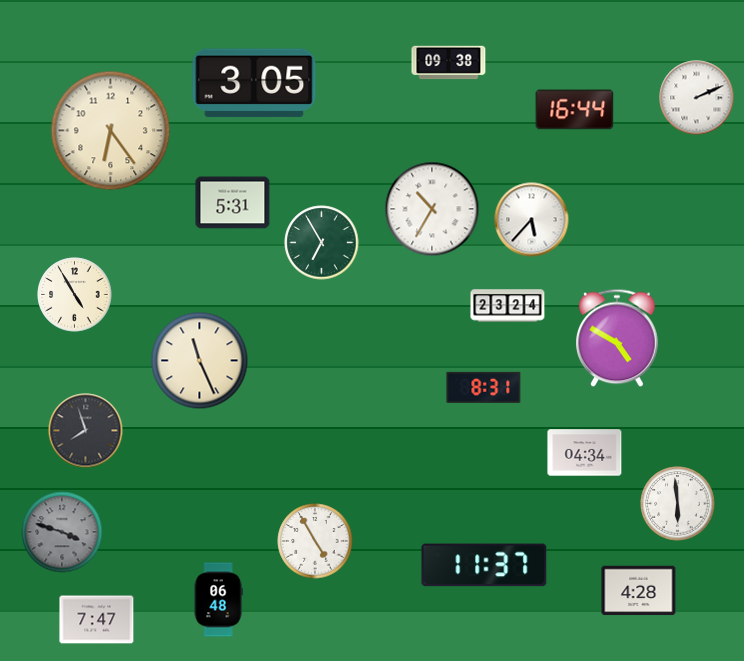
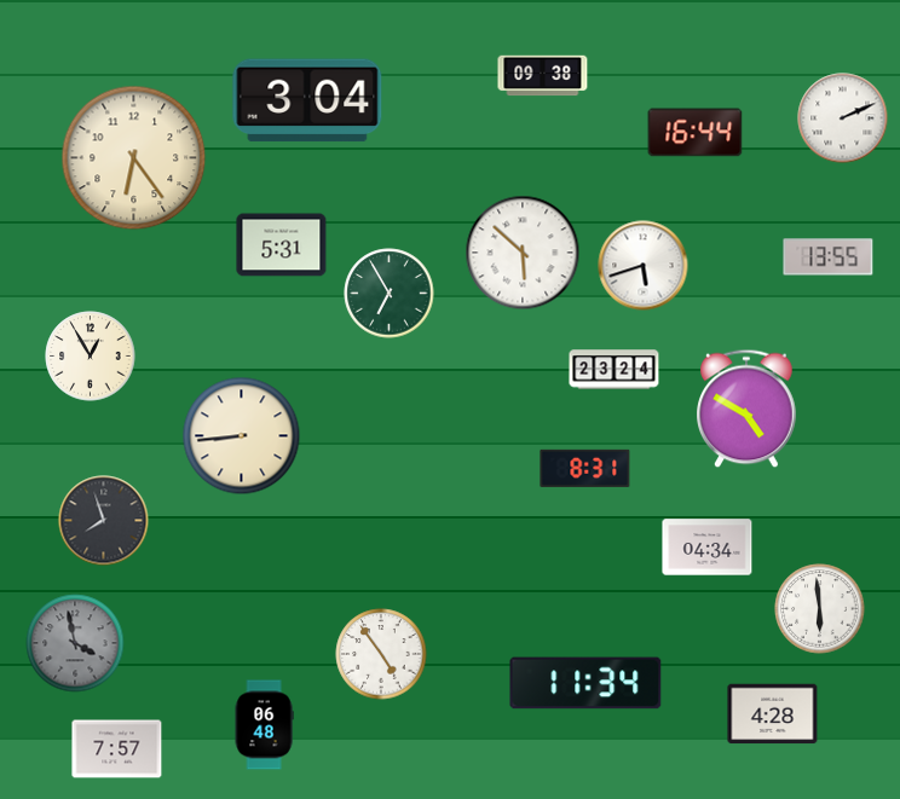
clock at (254, 83): 3:05 -> 3:04
clock at (432, 209): 10:35 -> 5:52
clock at (829, 257): none -> 13:55
clock at (532, 220): 5:37 -> 5:42
clock at (75, 295): 4:55 -> 12:55
clock at (200, 361): 11:26 -> 8:44
clock at (62, 532): 3:48 -> 3:58
clock at (315, 541): 4:55 -> 4:54
clock at (484, 565): 11:37 -> 11:34
clock at (97, 620): 7:47 -> 7:57
